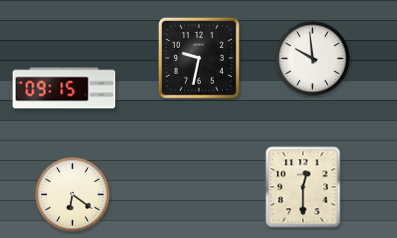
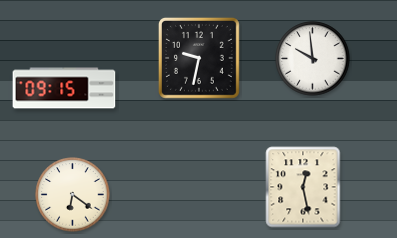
clock at (303, 187): 12:30 -> 12:28
